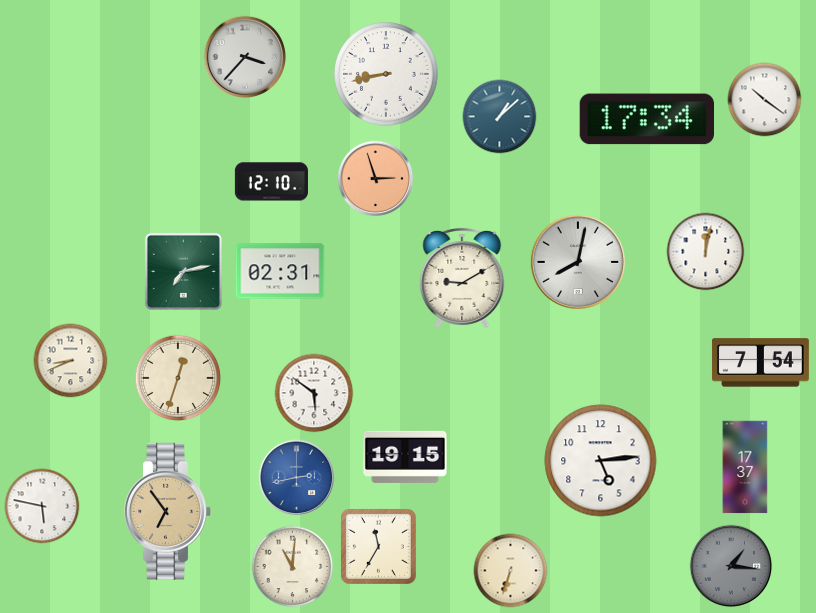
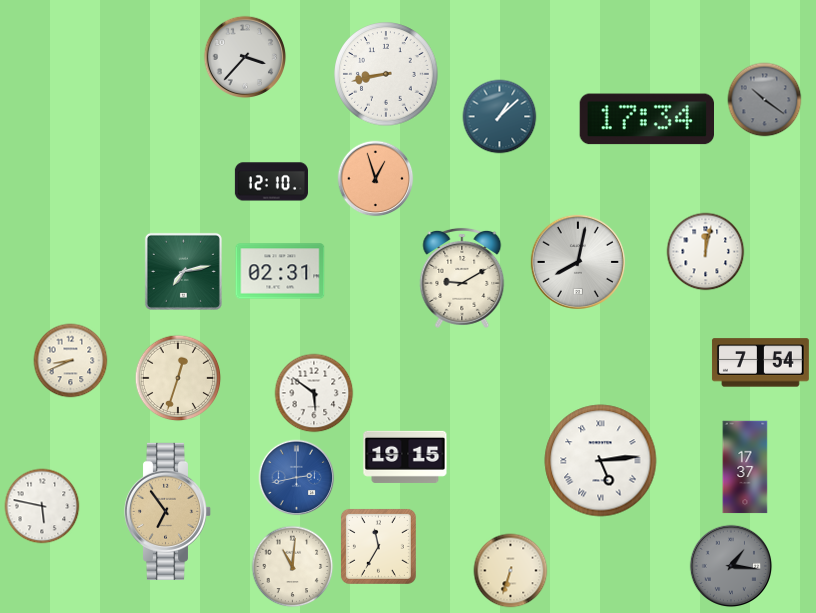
clock at (765, 100) dial: white -> grey
clock at (376, 179): 2:57 -> 12:57
clock at (601, 461) numerals: Arabic -> Roman
